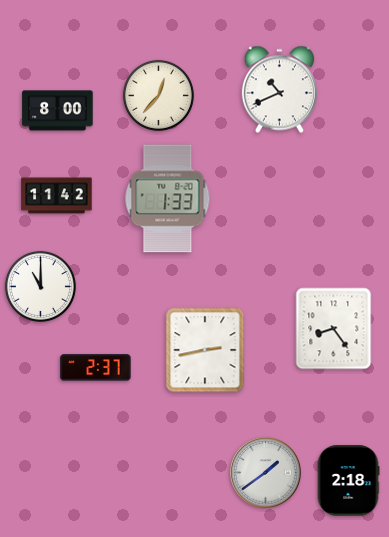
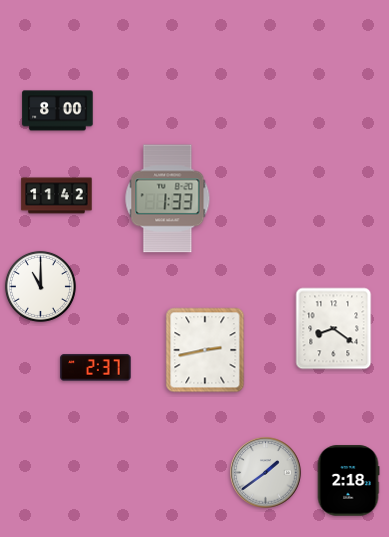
clock at (279, 90): 10:41 -> none
clock at (158, 95): 12:37 -> none
clock at (334, 329): 8:24 -> 8:21
